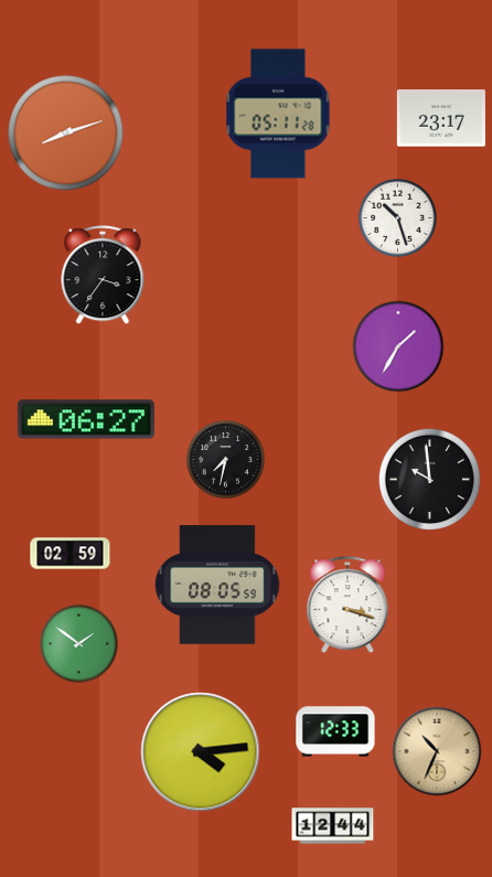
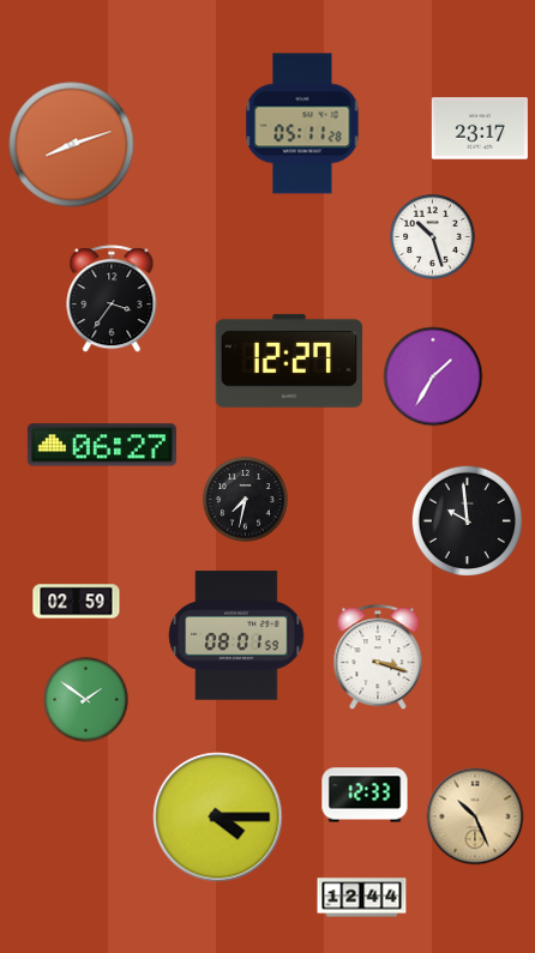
clock at (288, 361): none -> 12:27
clock at (86, 419) position: (86, 419) -> (102, 445)
clock at (217, 585): 08:05 -> 08:01
clock at (437, 751): 10:34 -> 10:26
clock at (201, 752): 4:14 -> 4:15
